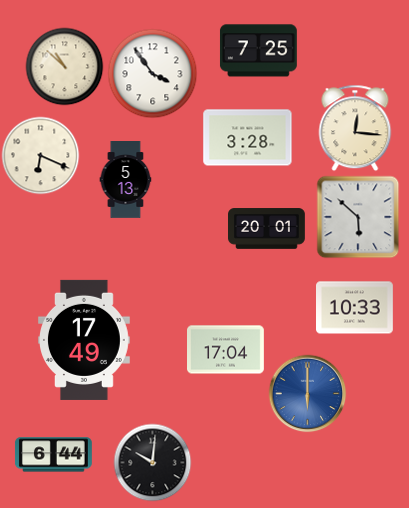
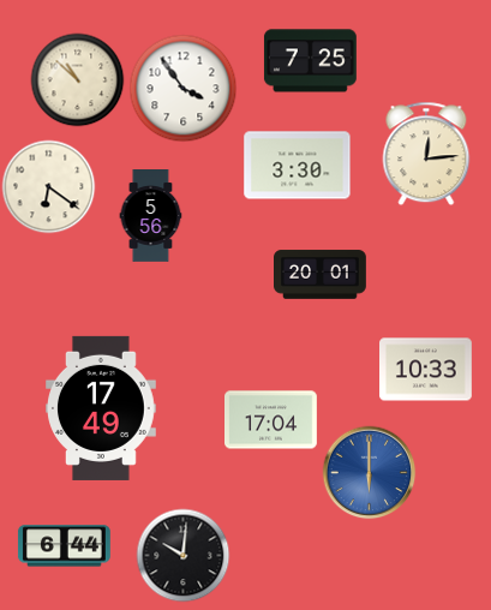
clock at (355, 128): 12:16 -> 12:14
clock at (248, 138): 3:28 -> 3:30
clock at (40, 155): 6:19 -> 6:21
clock at (126, 180): 5:13 -> 5:56
clock at (358, 217): 5:52 -> none
